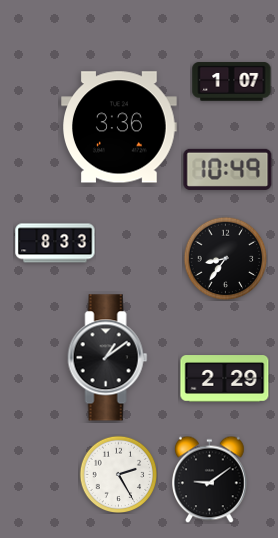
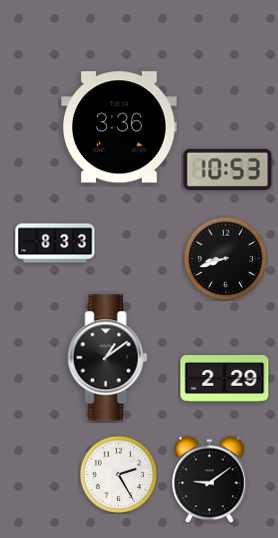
clock at (232, 82): 1:07 -> none
clock at (228, 169): 10:49 -> 10:53
clock at (225, 258): 8:36 -> 8:42
